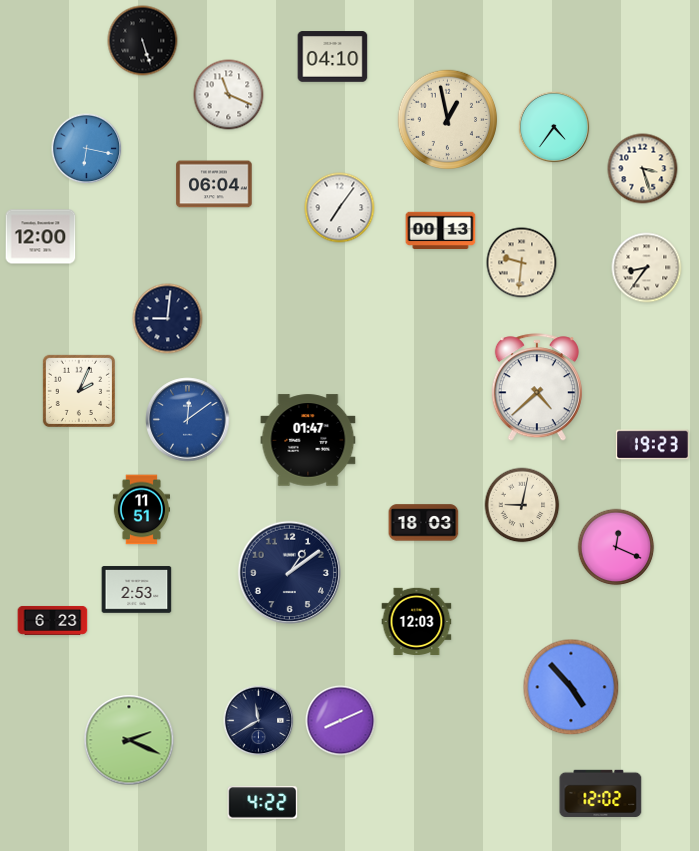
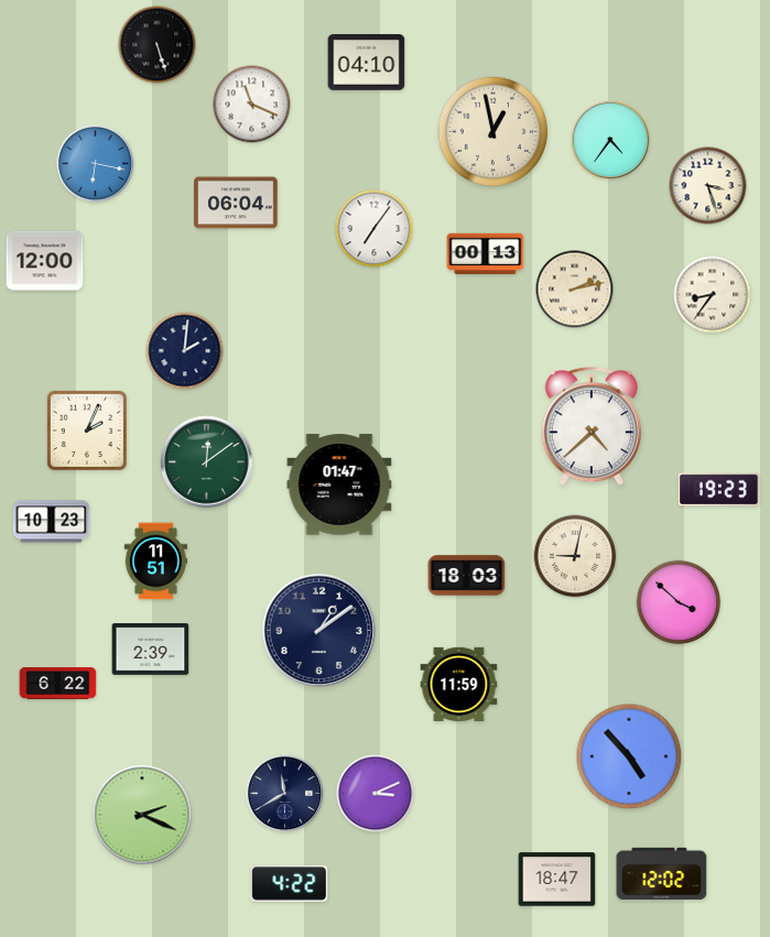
clock at (522, 263): 9:31 -> 2:13
clock at (168, 319): 9:01 -> 2:01
clock at (188, 420) dial: blue -> green
clock at (52, 522): none -> 10:23
clock at (616, 547): 12:19 -> 3:52
clock at (137, 590): 2:53 -> 2:39
clock at (53, 620): 6:23 -> 6:22
clock at (417, 621): 12:03 -> 11:59
clock at (341, 721): 8:11 -> 3:11
clock at (557, 880): none -> 18:47
